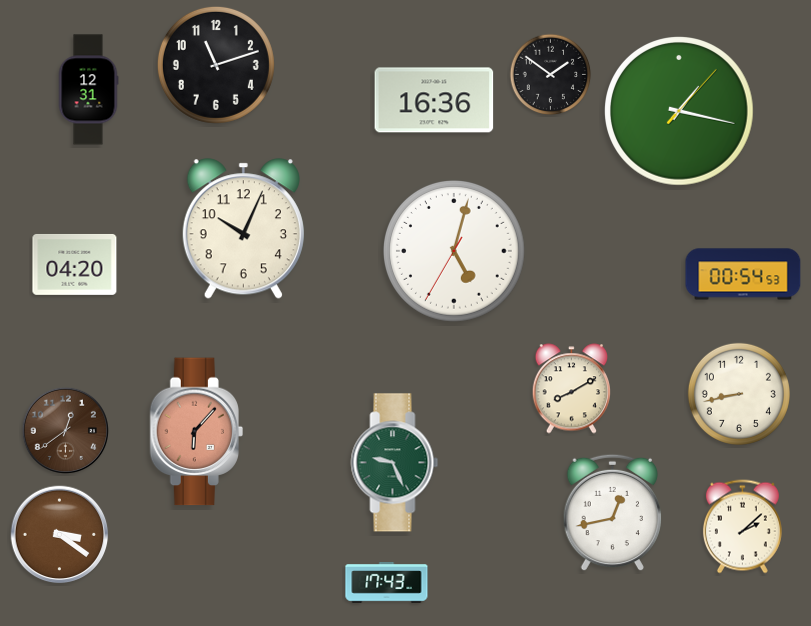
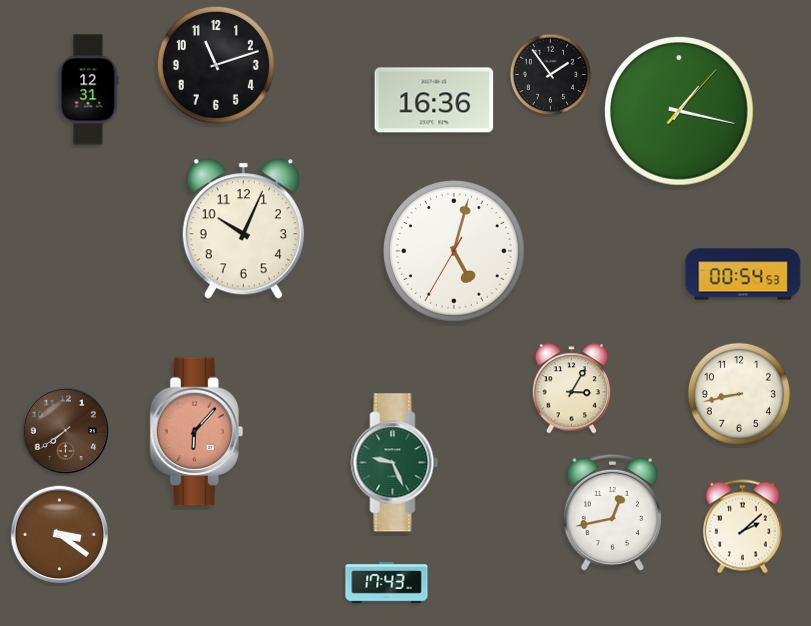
clock at (551, 75): 1:51 -> 1:54
clock at (75, 264): 04:20 -> none
clock at (571, 389): 8:10 -> 3:05
clock at (65, 430): 12:39 -> 7:39
